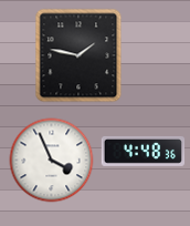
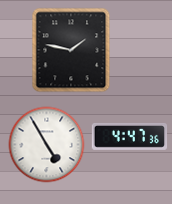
clock at (144, 152): 4:48 -> 4:47
clock at (52, 161): 3:56 -> 4:55
